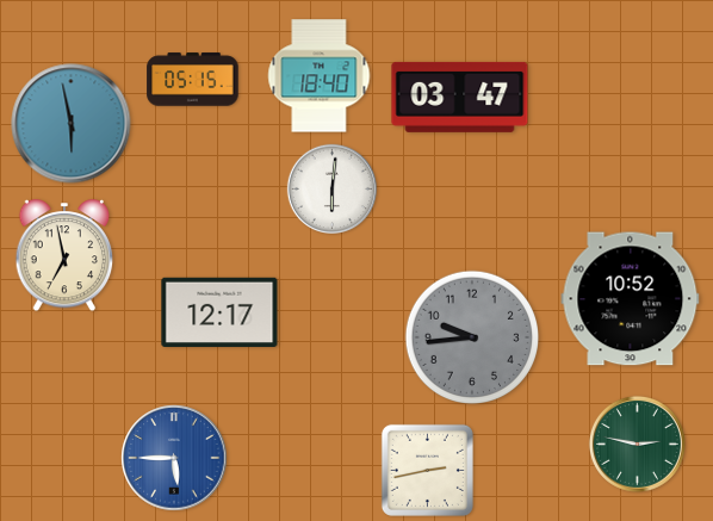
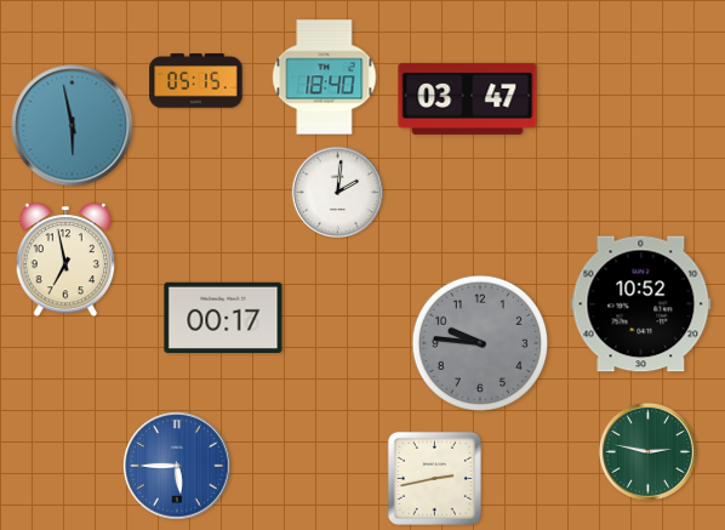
clock at (331, 188): 6:01 -> 2:01
clock at (219, 311): 12:17 -> 00:17
clock at (471, 336): 9:44 -> 9:46
